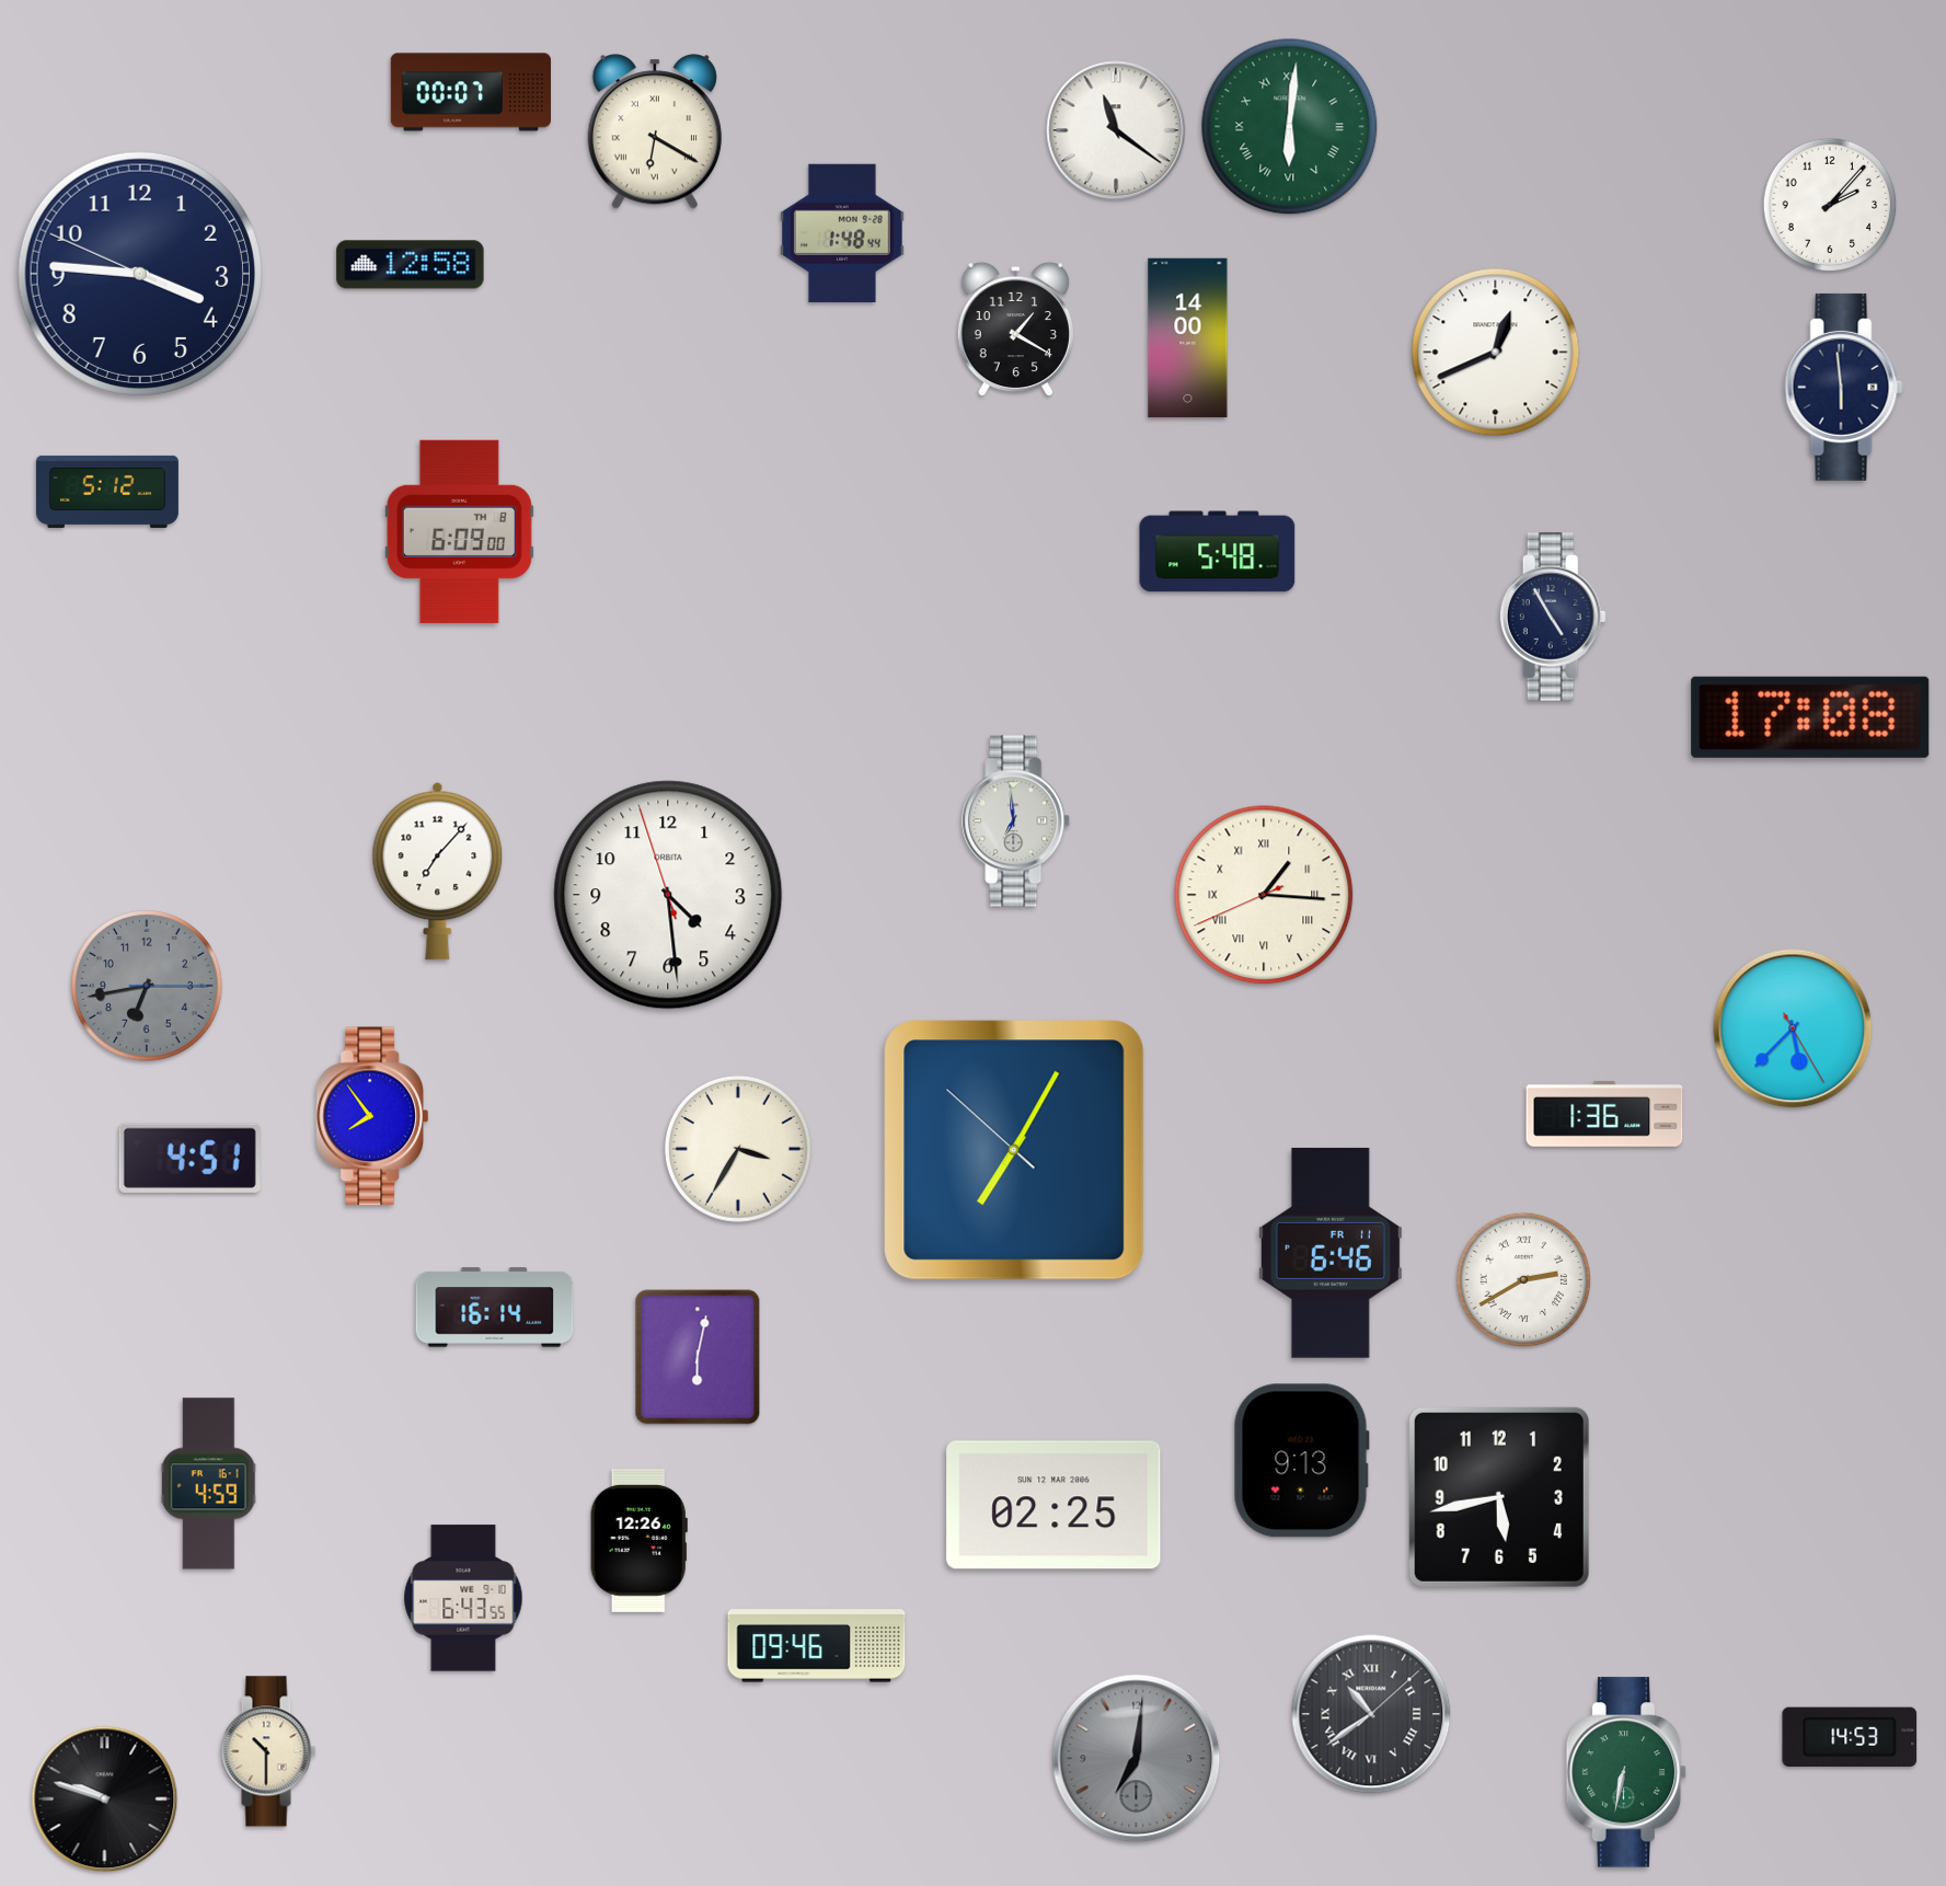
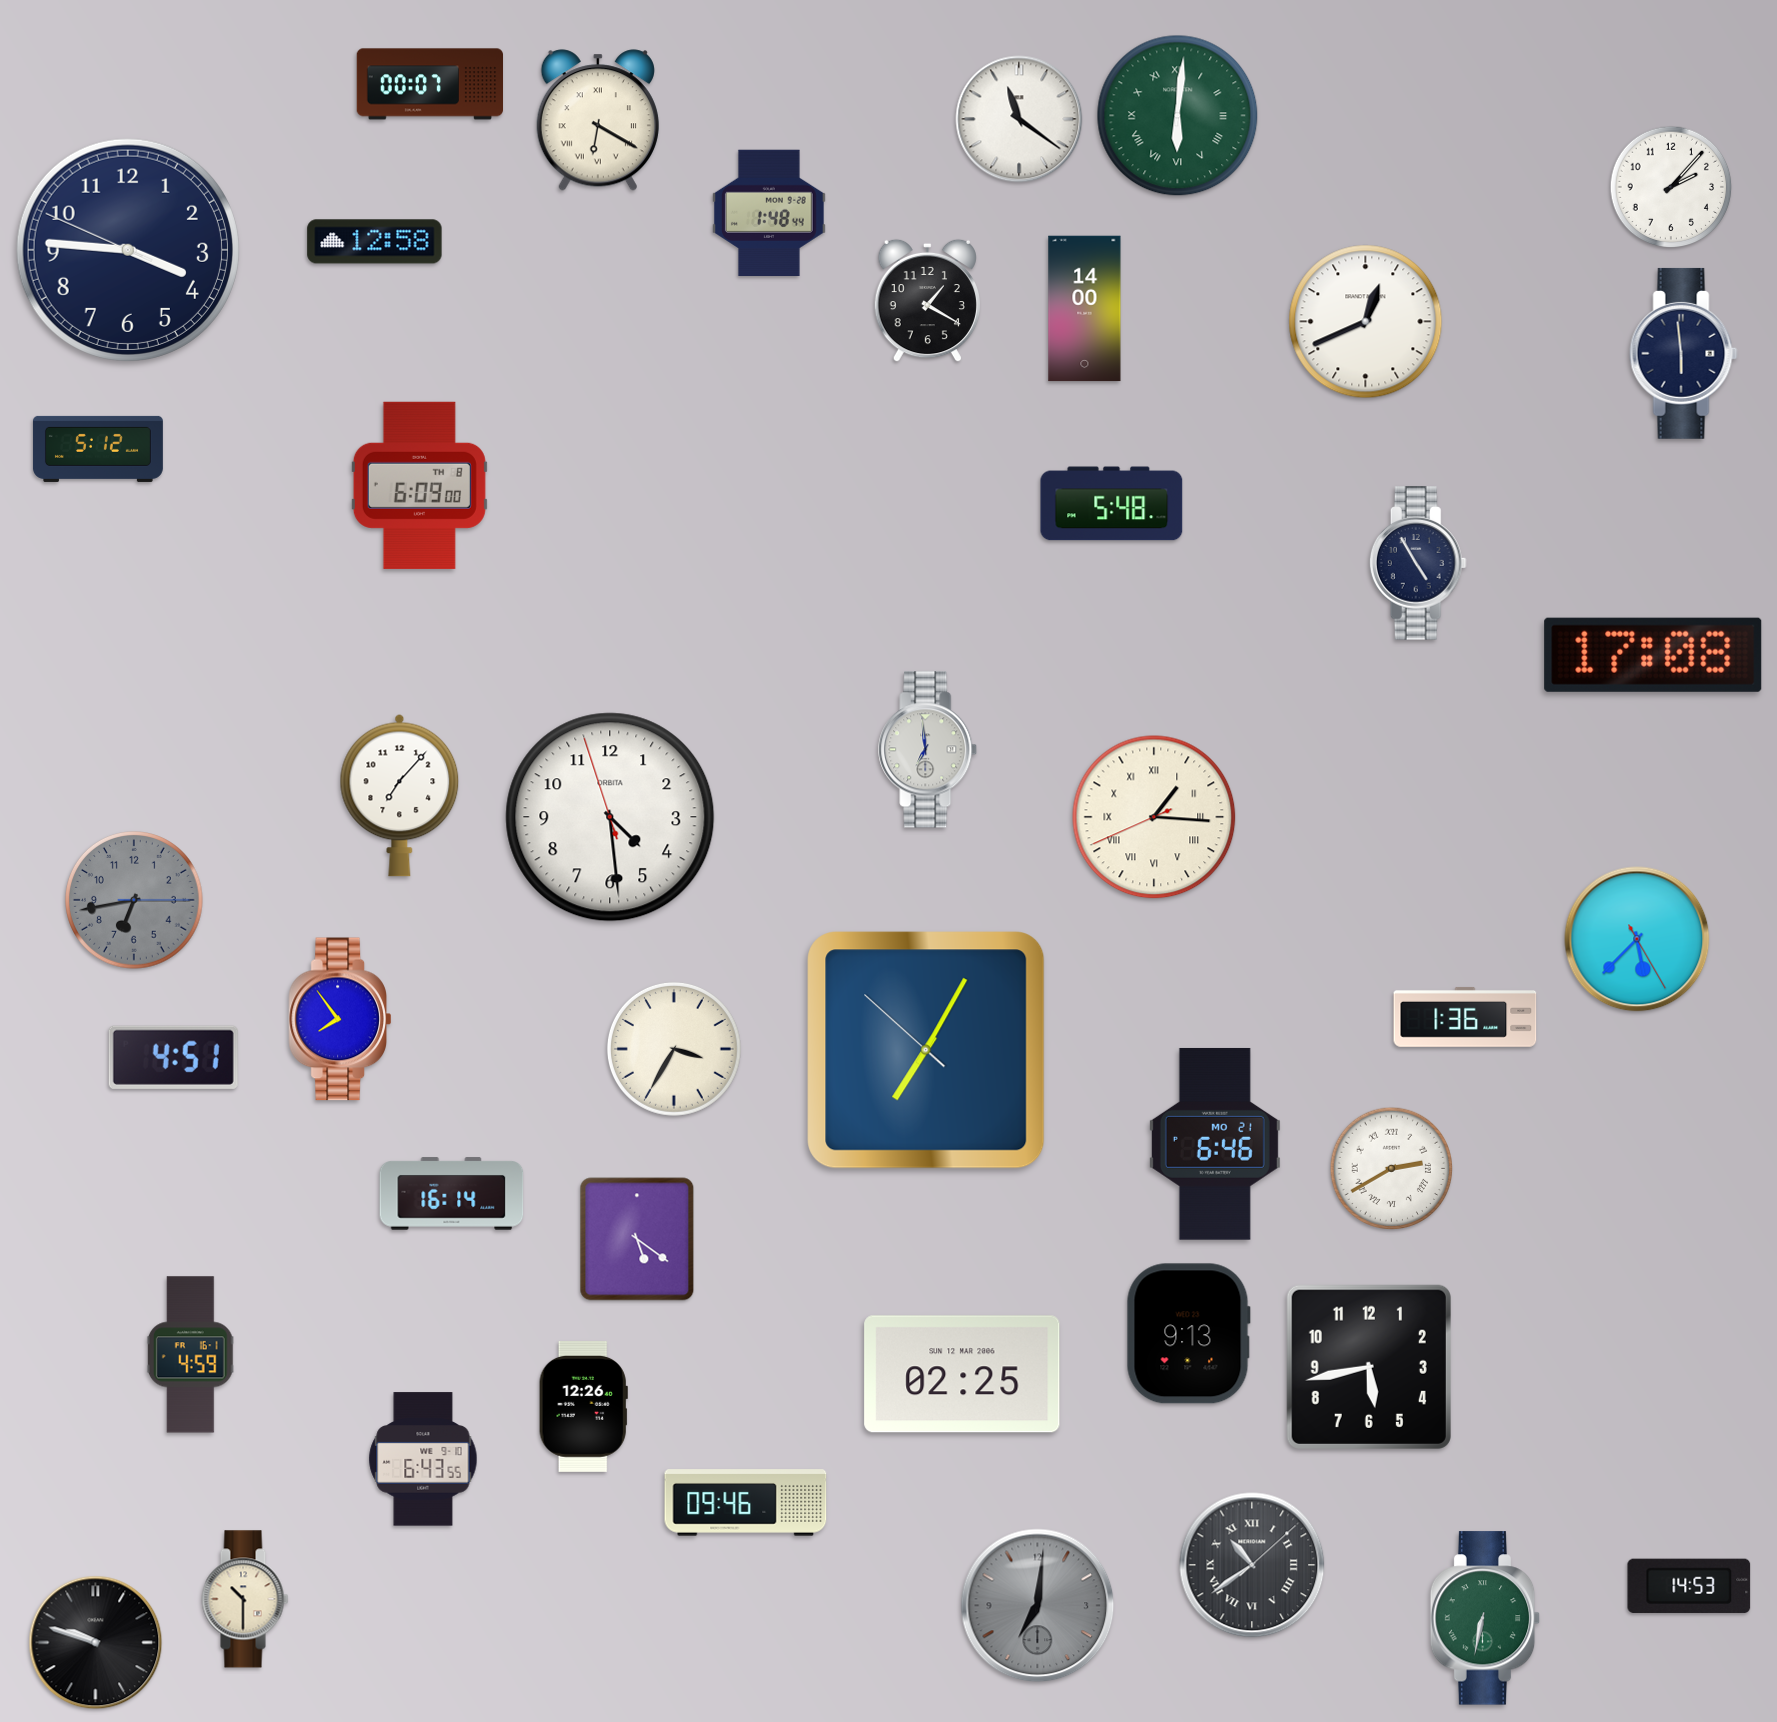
clock at (1331, 1253) date: FR 11 -> MO 21
clock at (698, 1357): 6:02 -> 5:21
